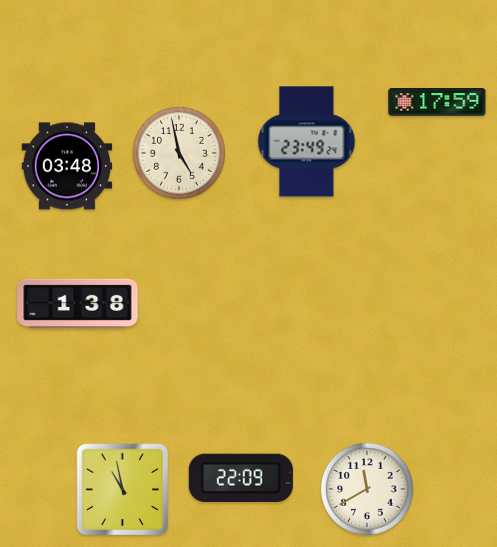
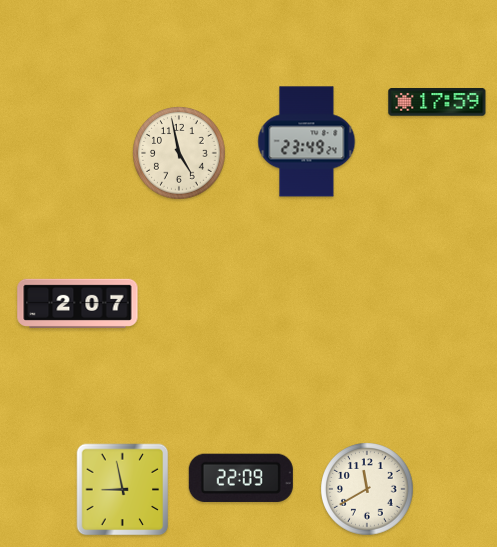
clock at (67, 166): 03:48 -> none
clock at (78, 303): 1:38 -> 2:07
clock at (123, 490): 10:58 -> 8:58
